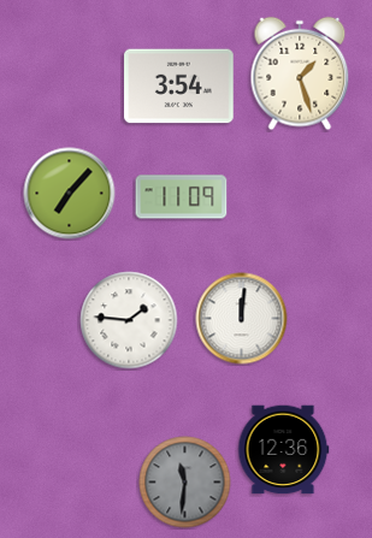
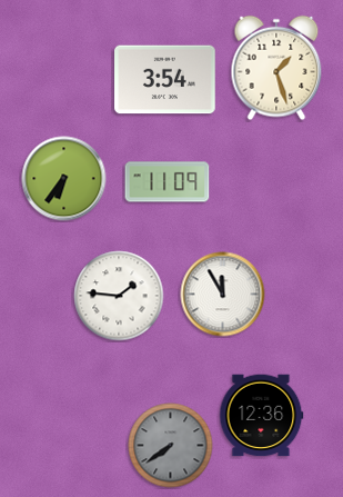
clock at (70, 194): 7:07 -> 6:36
clock at (242, 319): 12:01 -> 11:55
clock at (185, 483): 11:31 -> 7:39
